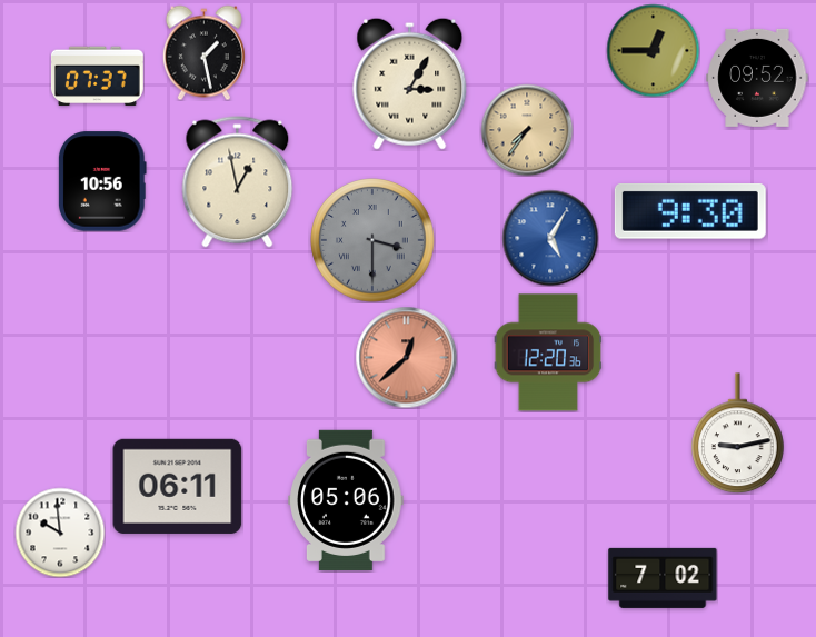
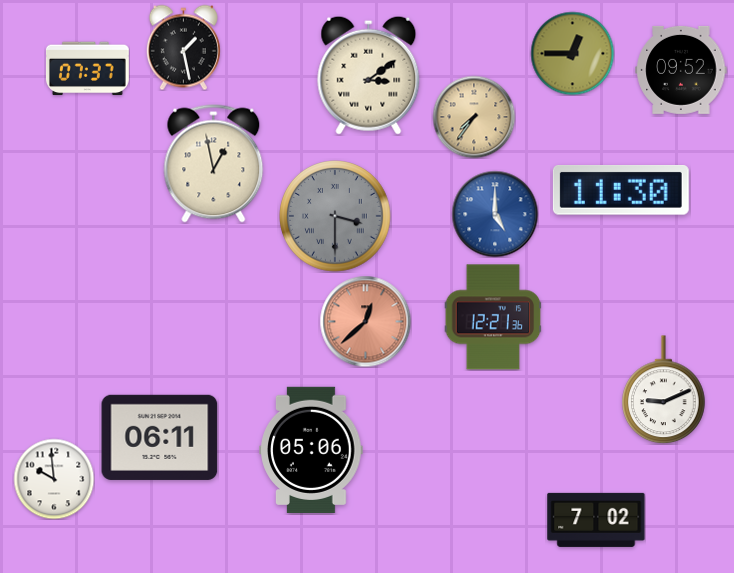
clock at (653, 50) position: (653, 50) -> (572, 53)
clock at (410, 83): 3:05 -> 3:09
clock at (102, 181): 10:56 -> none
clock at (690, 212): 9:30 -> 11:30
clock at (550, 238): 5:05 -> 5:00
clock at (548, 352): 12:20 -> 12:21
clock at (738, 434): 9:13 -> 9:11
